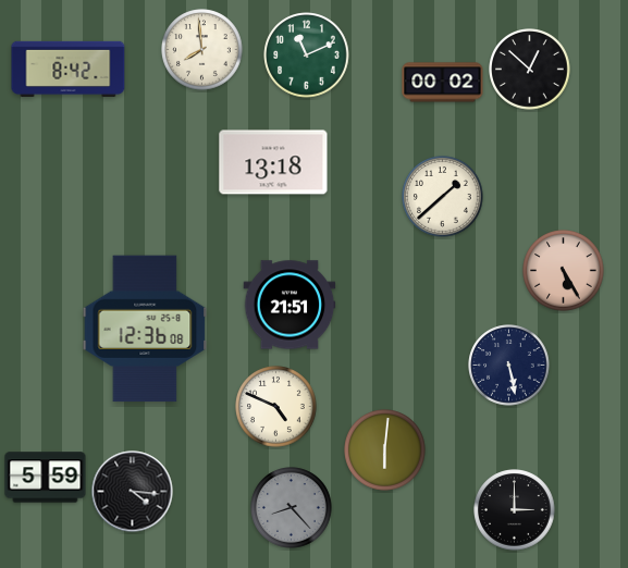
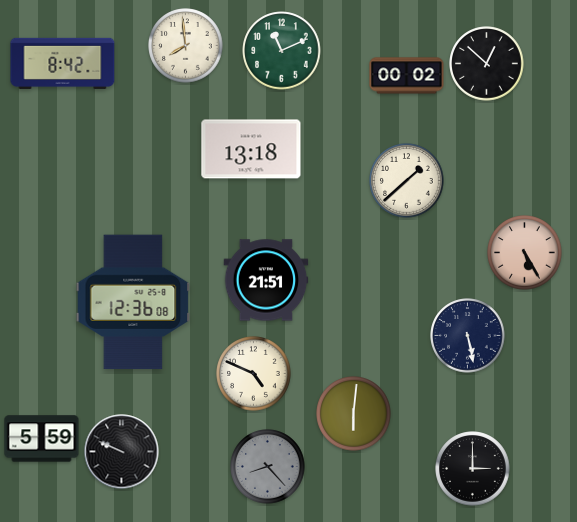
clock at (564, 271) position: (564, 271) -> (525, 253)
clock at (133, 492): 4:16 -> 9:49
